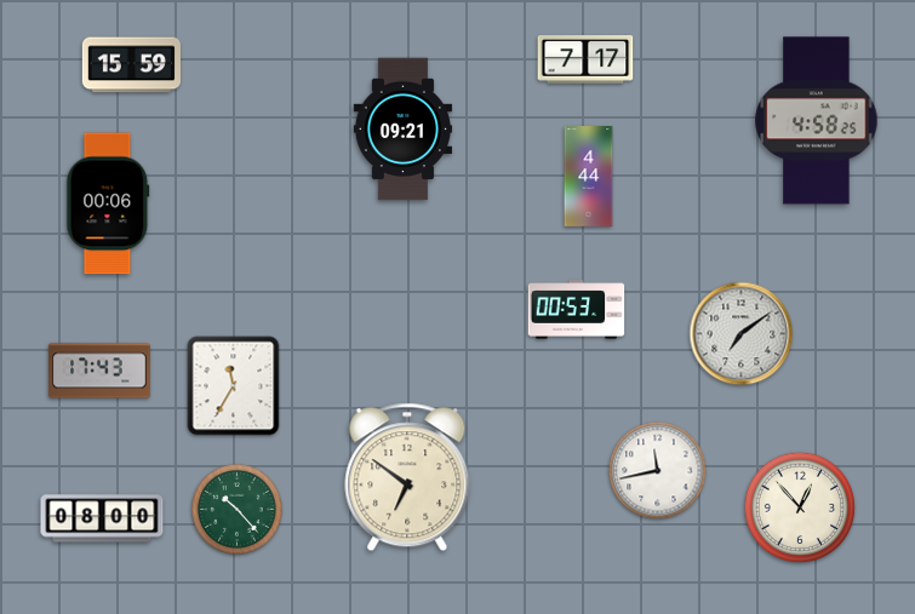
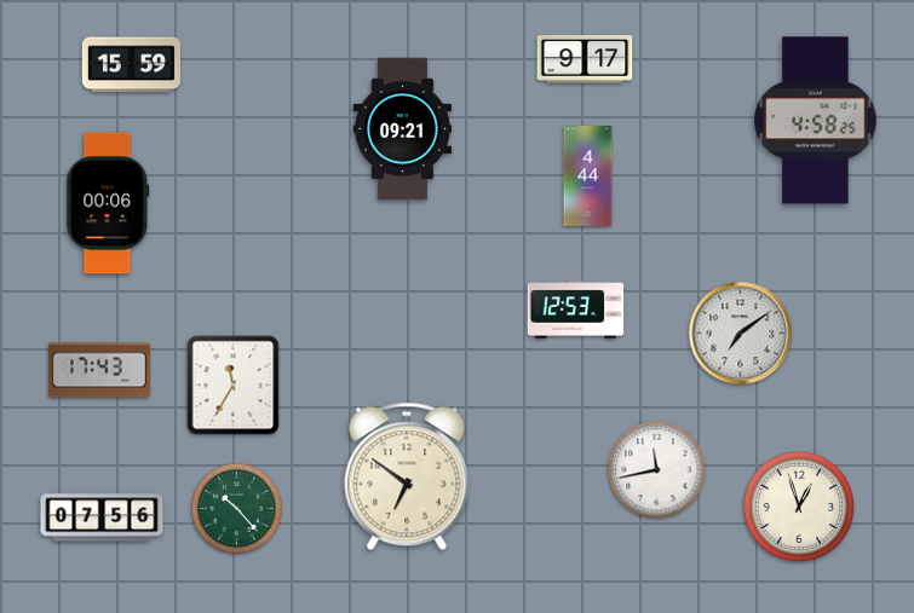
clock at (585, 61): 7:17 -> 9:17
clock at (577, 310): 00:53 -> 12:53
clock at (800, 507): 12:53 -> 12:57
clock at (102, 518): 08:00 -> 07:56
